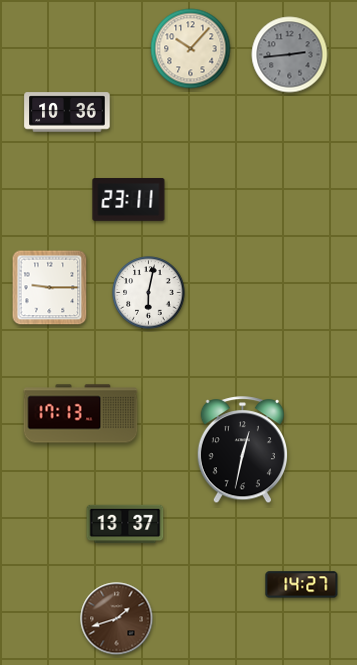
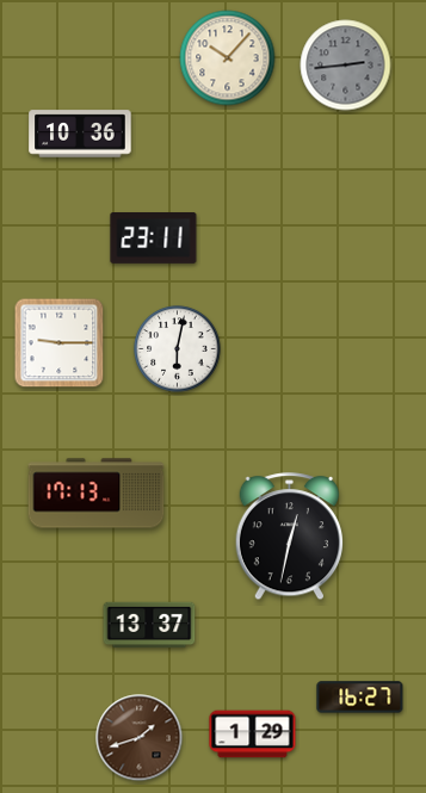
clock at (302, 585): 14:27 -> 16:27
clock at (253, 735): none -> 1:29
